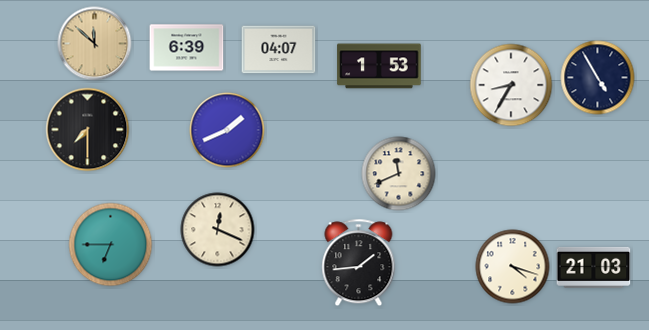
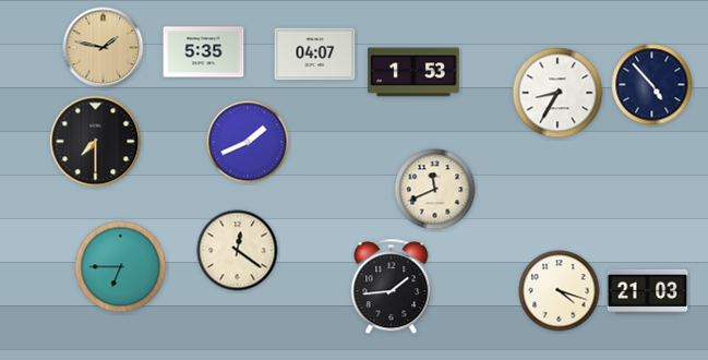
clock at (95, 44): 11:52 -> 1:47
clock at (187, 48): 6:39 -> 5:35
clock at (279, 50) position: (279, 50) -> (315, 55)
clock at (598, 78): 4:55 -> 4:53
clock at (218, 230): 12:19 -> 12:21
